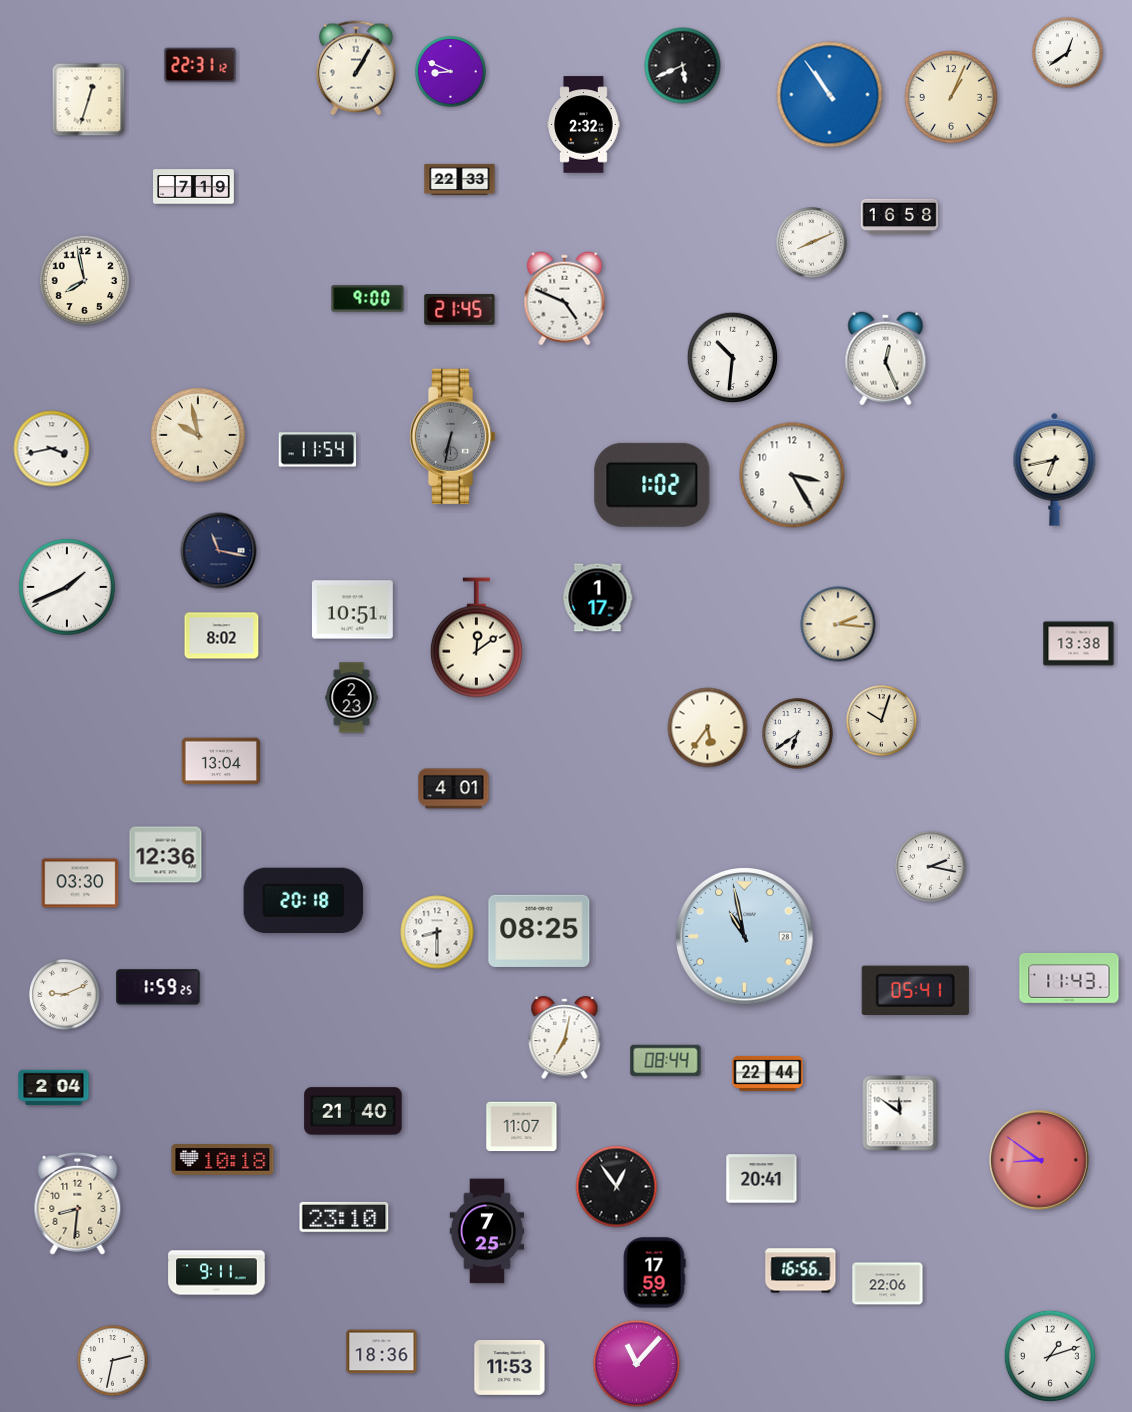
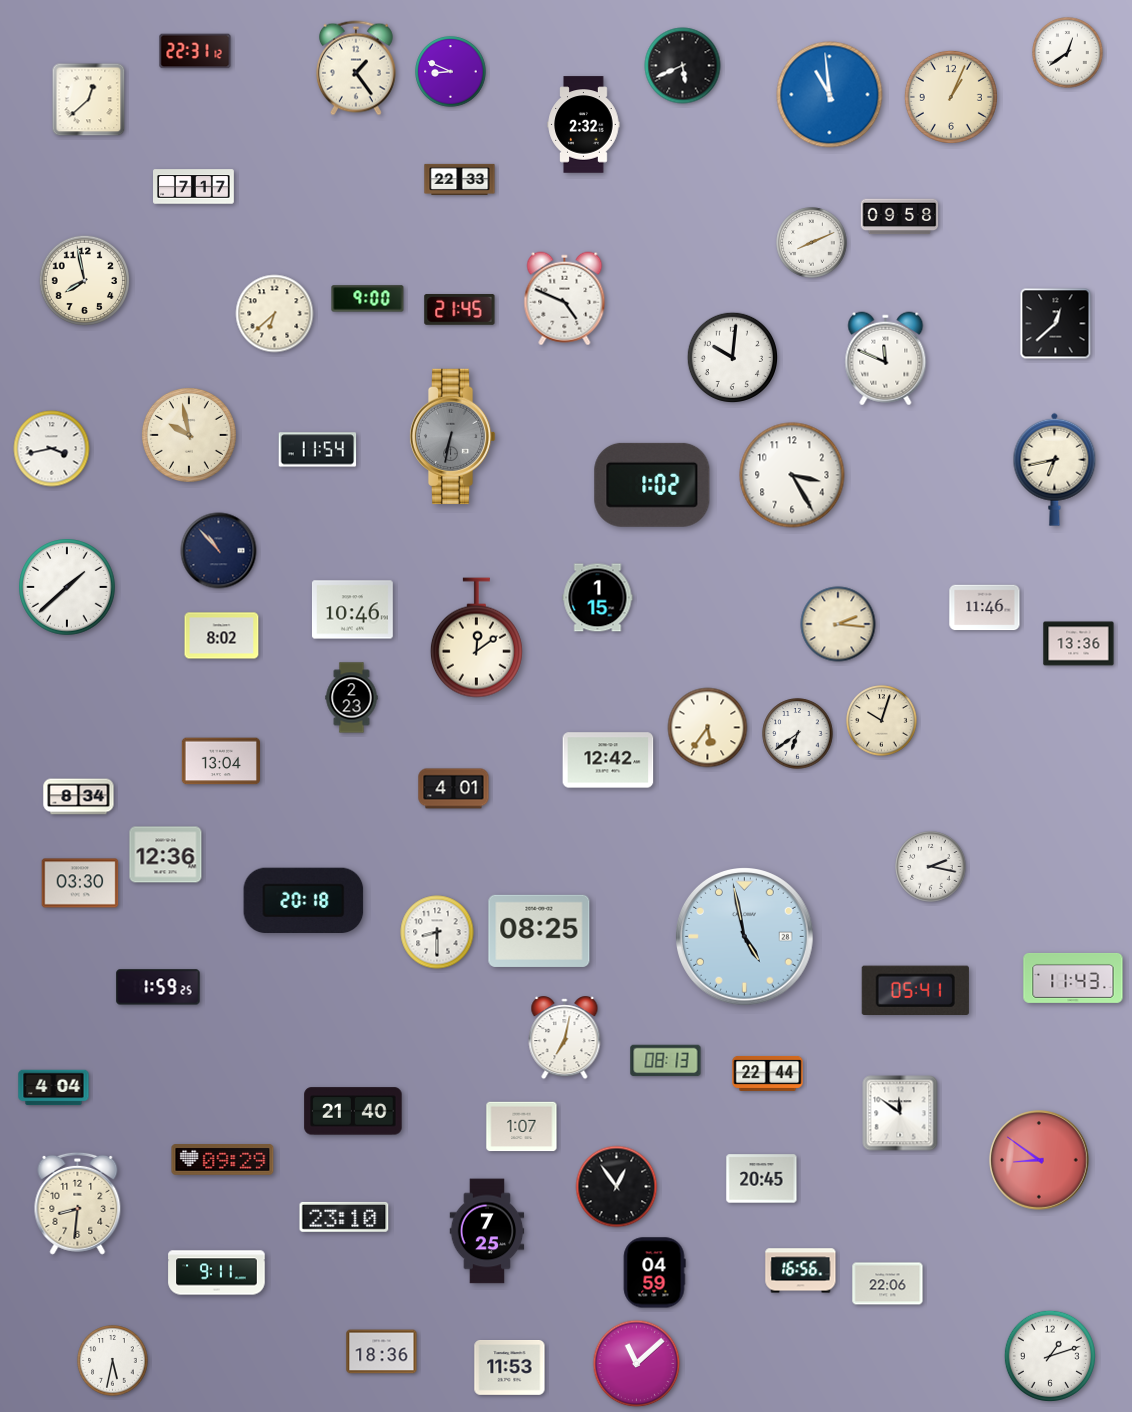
clock at (200, 65) position: (200, 65) -> (195, 51)
clock at (356, 68): 1:05 -> 1:24
clock at (830, 95): 10:54 -> 10:59
clock at (89, 100): 12:33 -> 12:38
clock at (194, 187): 7:19 -> 7:17
clock at (900, 217): 16:58 -> 09:58
clock at (275, 314): none -> 6:38
clock at (1056, 324): none -> 12:38
clock at (732, 357): 10:31 -> 10:01
clock at (886, 359): 12:26 -> 11:49
clock at (198, 435) position: (198, 435) -> (189, 435)
clock at (219, 551): 11:17 -> 10:53
clock at (67, 587): 1:41 -> 1:38
clock at (598, 598): 1:17 -> 1:15
clock at (985, 608): none -> 11:46
clock at (353, 610): 10:51 -> 10:46
clock at (1079, 644): 13:38 -> 13:36
clock at (608, 760): none -> 12:42
clock at (79, 797): none -> 8:34
clock at (745, 937): 10:58 -> 4:58
clock at (1069, 978) position: (1069, 978) -> (1073, 978)
clock at (65, 995): 9:11 -> none
clock at (666, 1061): 08:44 -> 08:13
clock at (54, 1088): 2:04 -> 4:04
clock at (522, 1127): 11:07 -> 1:07
clock at (223, 1160): 10:18 -> 09:29
clock at (762, 1179): 20:41 -> 20:45
clock at (654, 1273): 17:59 -> 04:59
clock at (113, 1361): 2:32 -> 5:32
clock at (637, 1364): 11:07 -> 11:08
